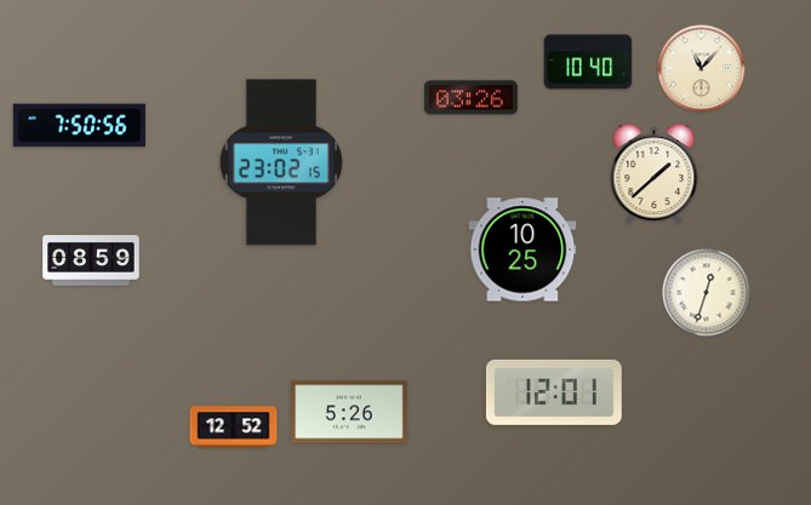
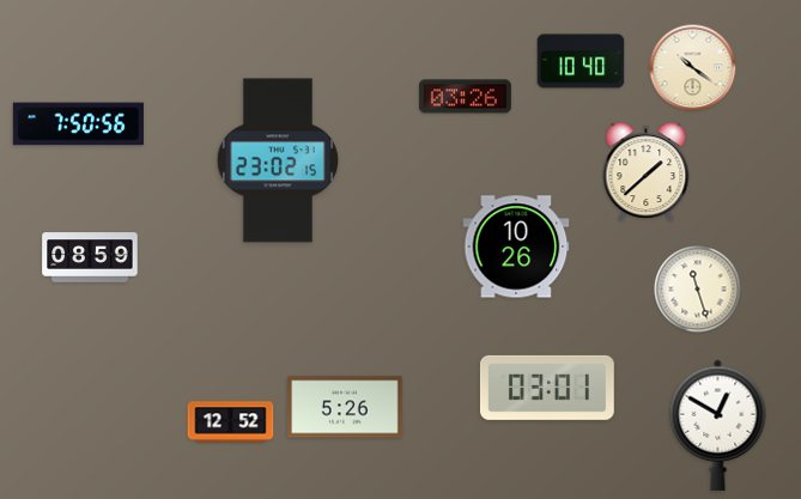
clock at (702, 69): 11:07 -> 10:21
clock at (522, 249): 10:25 -> 10:26
clock at (707, 293): 12:33 -> 11:27
clock at (554, 392): 12:01 -> 03:01
clock at (718, 425): none -> 12:50
